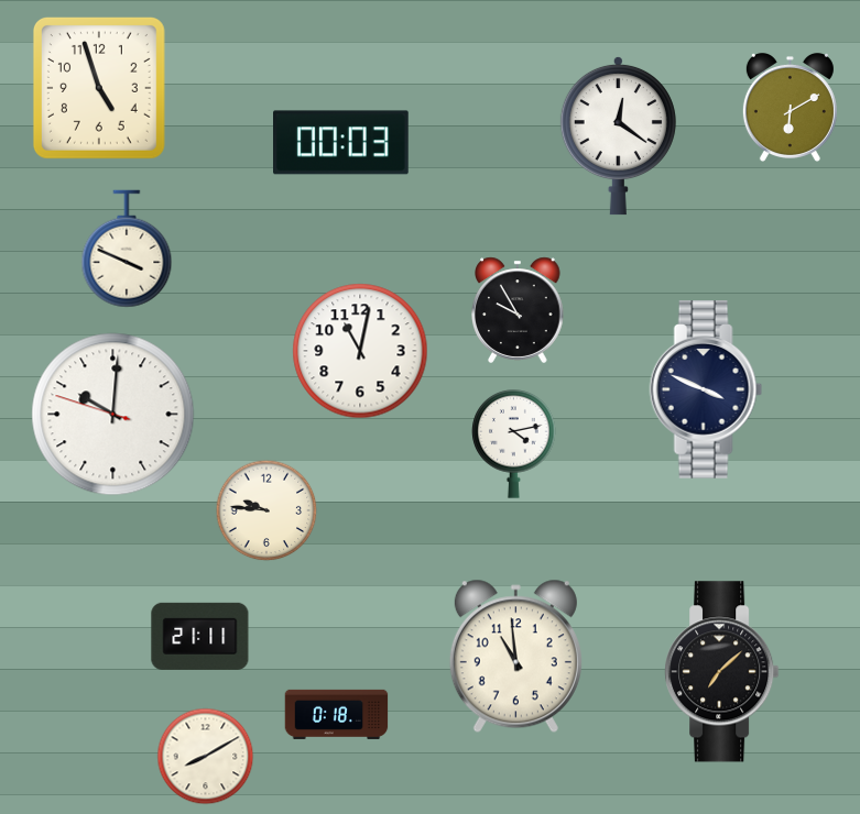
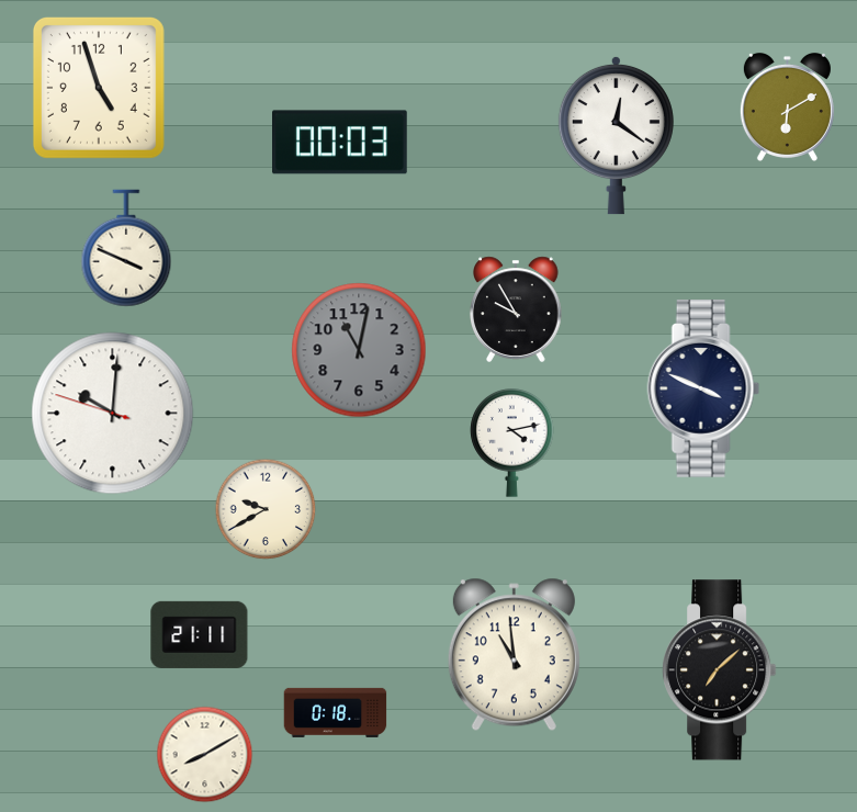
clock at (360, 351) dial: white -> grey
clock at (266, 510): 9:46 -> 9:40
